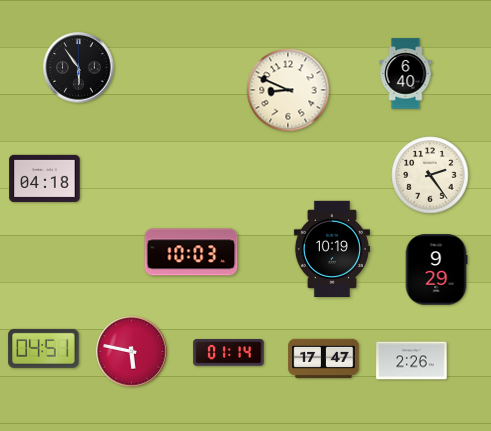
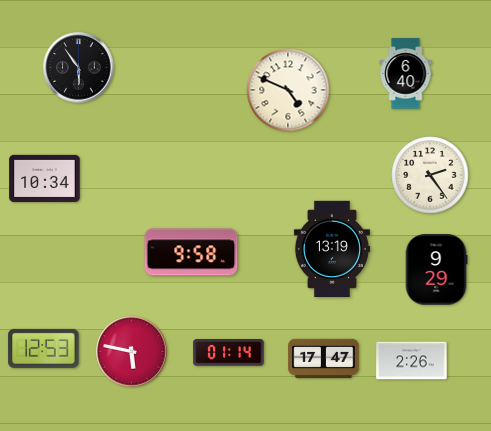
clock at (288, 90): 8:49 -> 4:49
clock at (45, 178): 04:18 -> 10:34
clock at (332, 248): 10:19 -> 13:19
clock at (191, 252): 10:03 -> 9:58
clock at (44, 348): 04:51 -> 12:53
